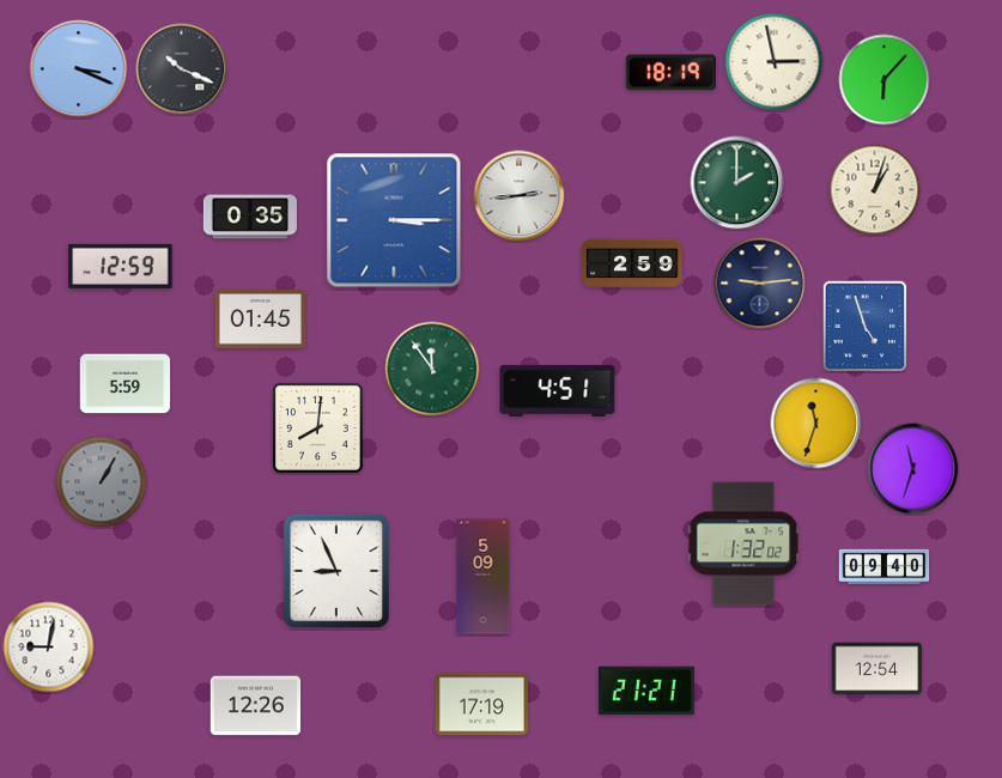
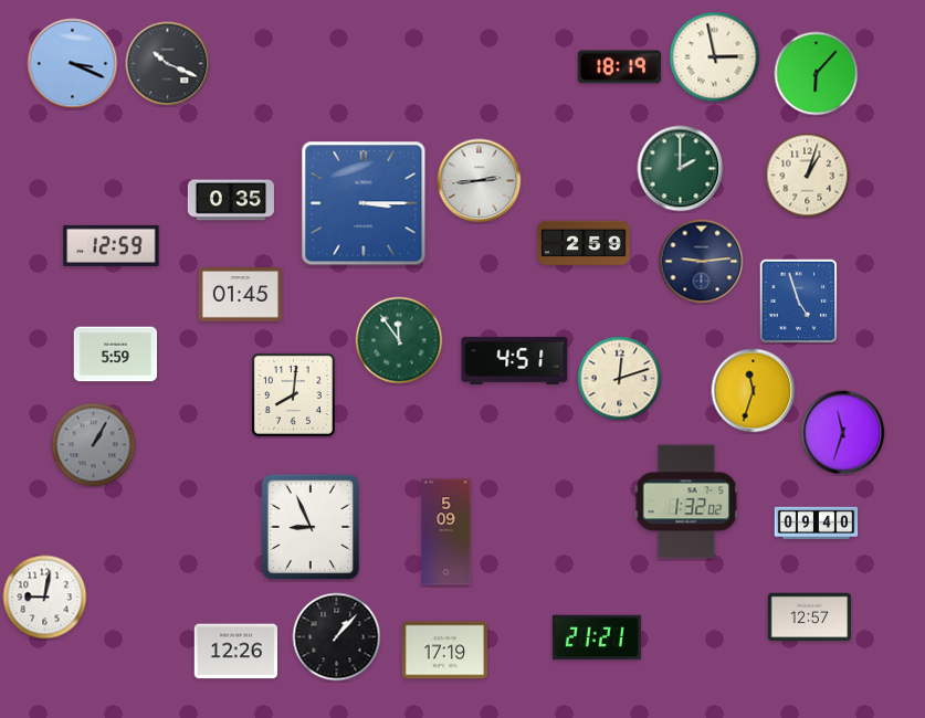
clock at (620, 379): none -> 12:12
clock at (877, 669): 12:54 -> 12:57
clock at (337, 637): none -> 1:07
